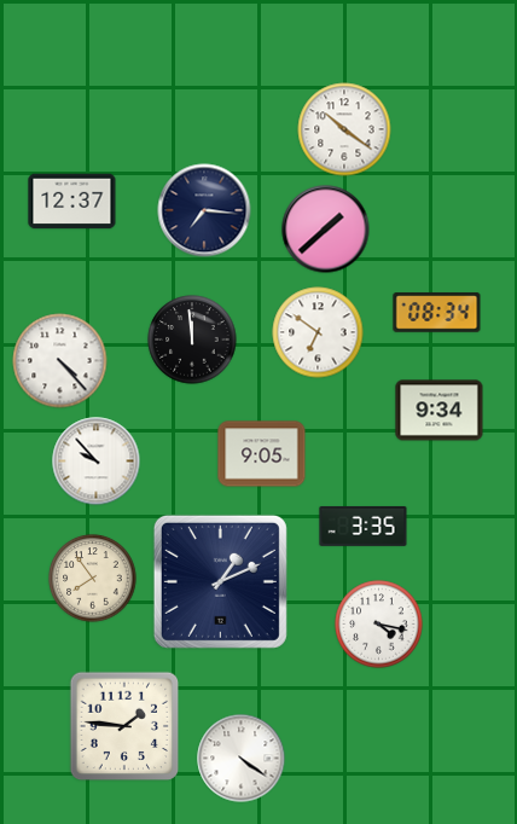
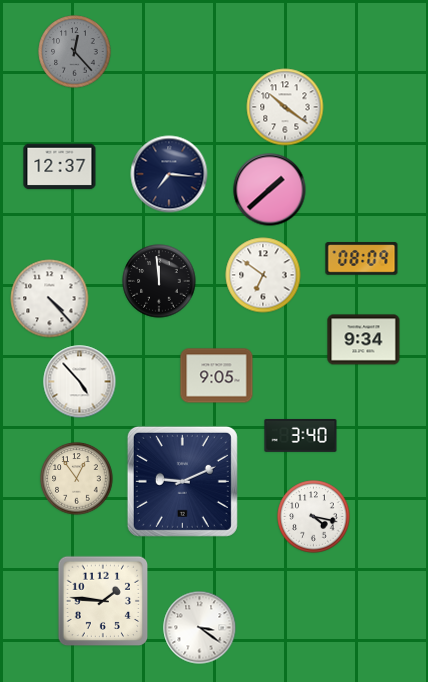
clock at (75, 52): none -> 12:23
clock at (437, 313): 08:34 -> 08:09
clock at (97, 462): 9:53 -> 4:53
clock at (364, 526): 3:35 -> 3:40
clock at (93, 579): 7:54 -> 12:54
clock at (220, 581): 1:11 -> 9:11
clock at (242, 759): 4:21 -> 3:21
